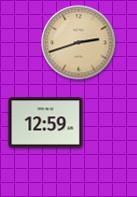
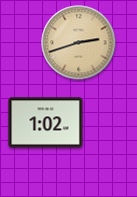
clock at (46, 123): 12:59 -> 1:02
